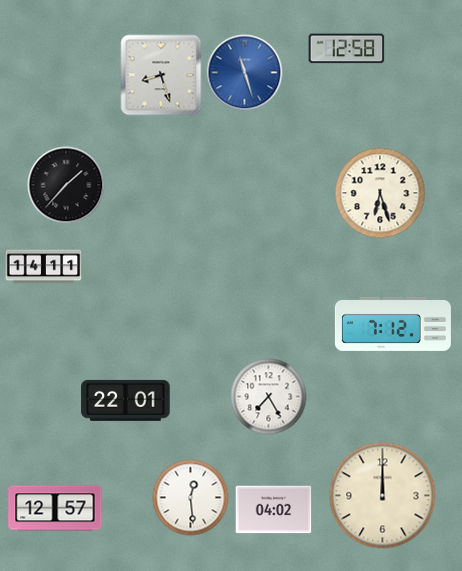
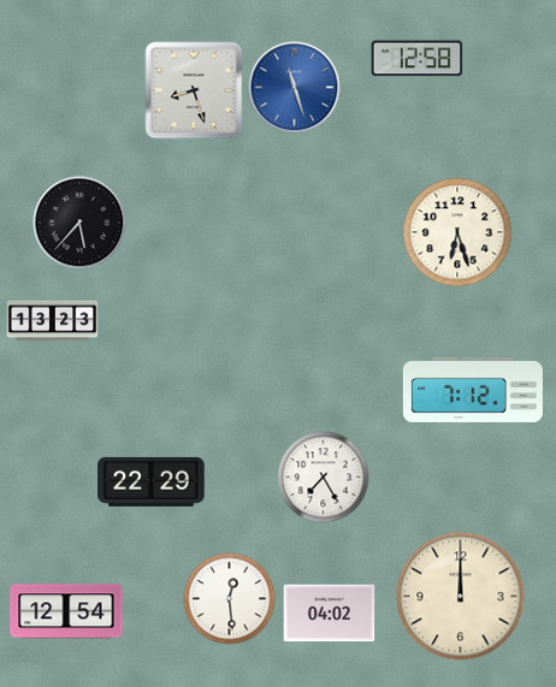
clock at (66, 185): 1:37 -> 5:37
clock at (44, 267): 14:11 -> 13:23
clock at (126, 400): 22:01 -> 22:29
clock at (55, 508): 12:57 -> 12:54
